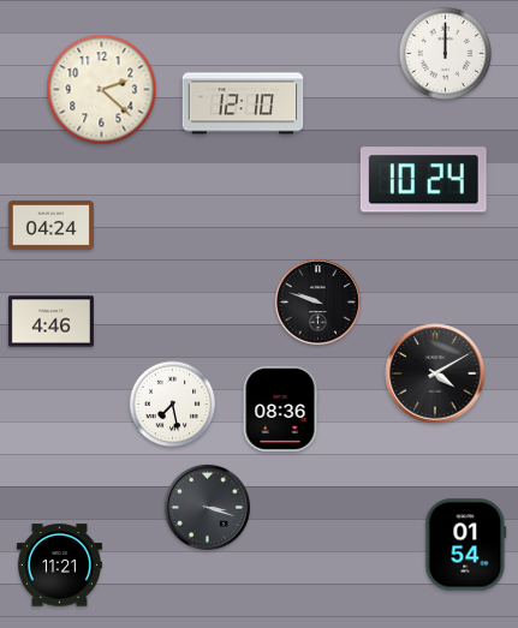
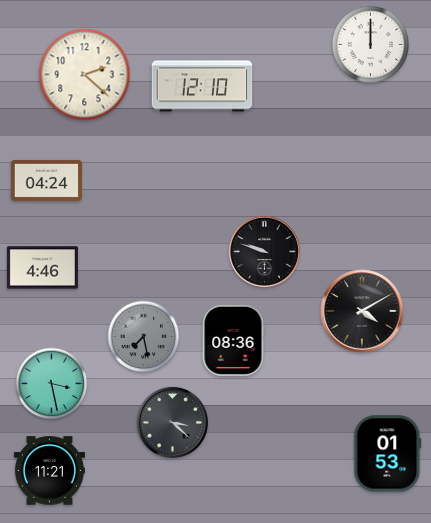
clock at (423, 180): 10:24 -> none
clock at (50, 225) position: (50, 225) -> (46, 180)
clock at (173, 405) dial: white -> grey
clock at (52, 384): none -> 3:28
clock at (207, 507): 3:18 -> 3:22
clock at (466, 545): 01:54 -> 01:53
